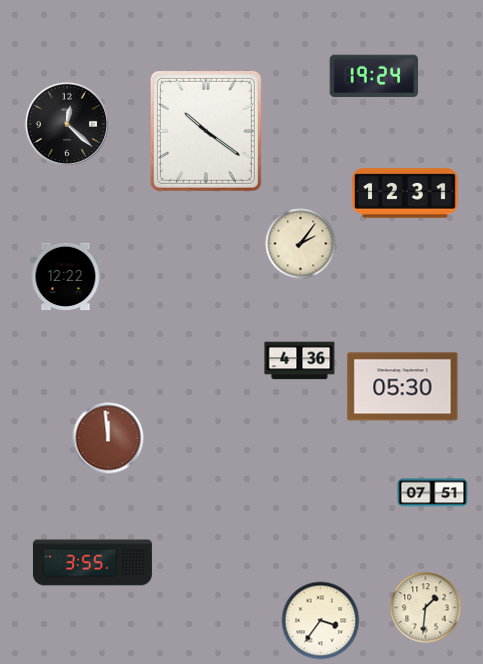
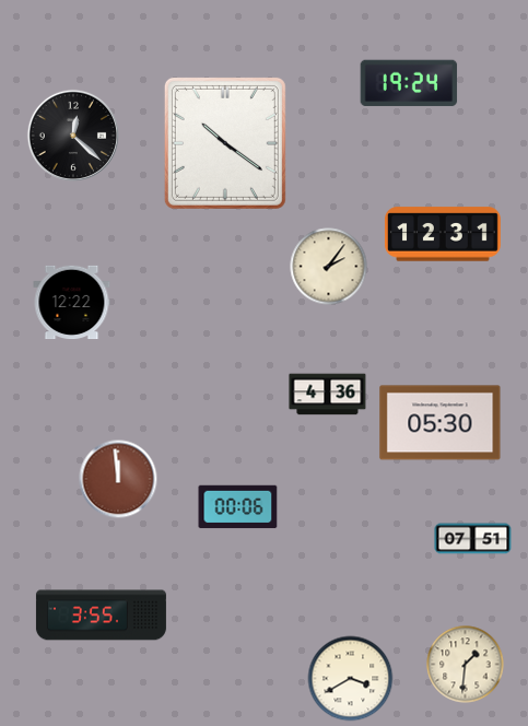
clock at (405, 193) position: (405, 193) -> (443, 234)
clock at (238, 507): none -> 00:06
clock at (321, 621): 3:36 -> 3:40
